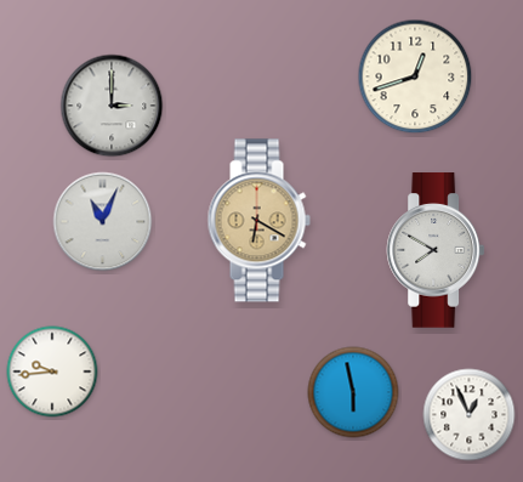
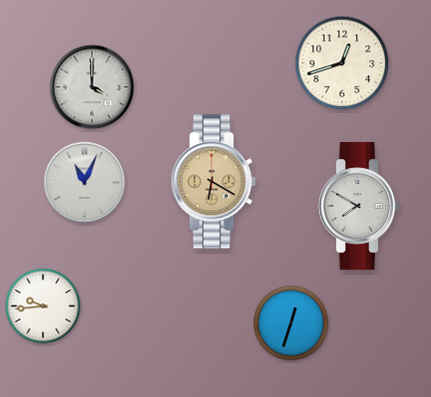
clock at (112, 106): 3:00 -> 4:00
clock at (353, 392): 5:58 -> 12:33
clock at (470, 415): 12:56 -> none
